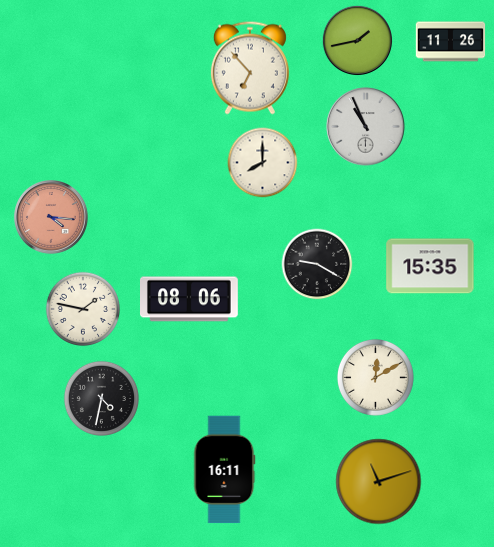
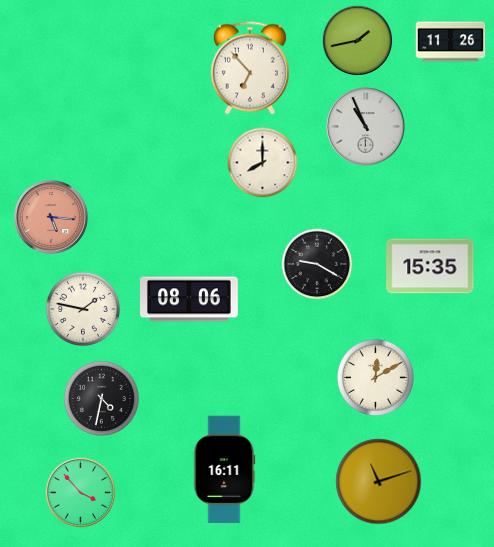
clock at (52, 218): 4:16 -> 5:16
clock at (80, 492): none -> 3:53
